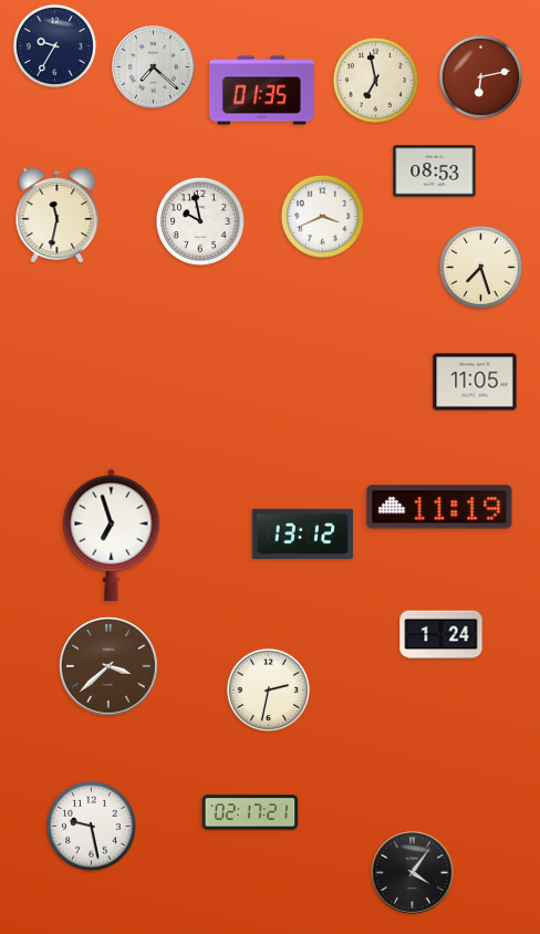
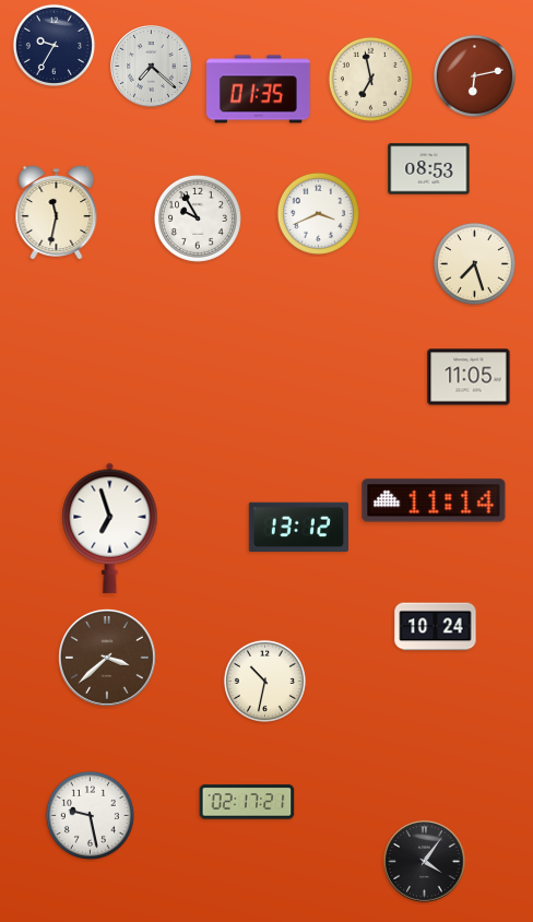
clock at (200, 221): 9:58 -> 9:55
clock at (439, 507): 11:19 -> 11:14
clock at (442, 635): 1:24 -> 10:24
clock at (268, 689): 2:32 -> 10:32
clock at (413, 873) position: (413, 873) -> (425, 862)
